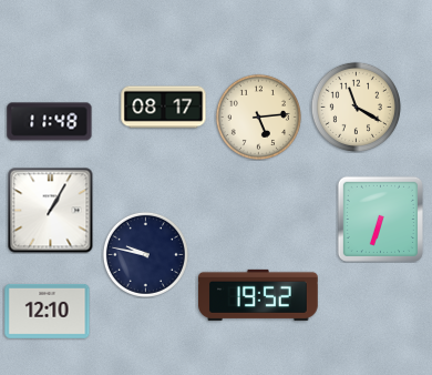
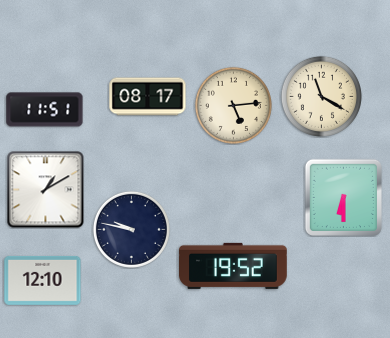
clock at (50, 122): 11:48 -> 11:51
clock at (51, 211): 1:05 -> 1:10
clock at (380, 219): 6:33 -> 6:30
